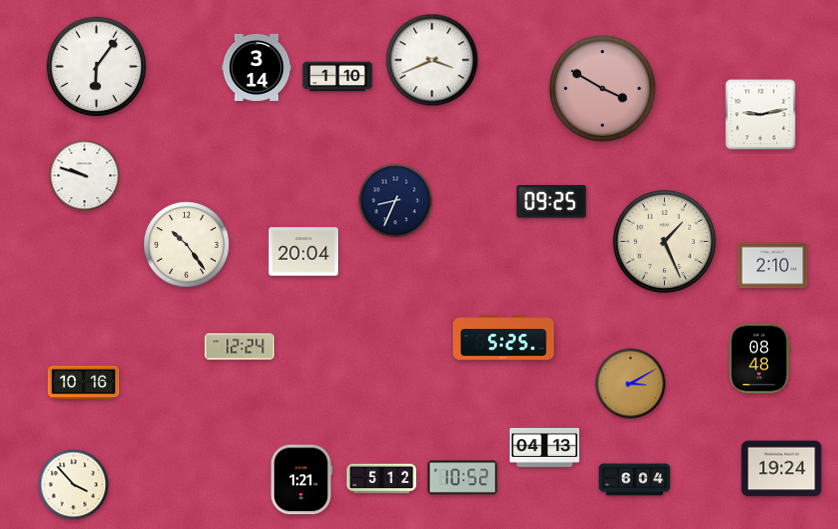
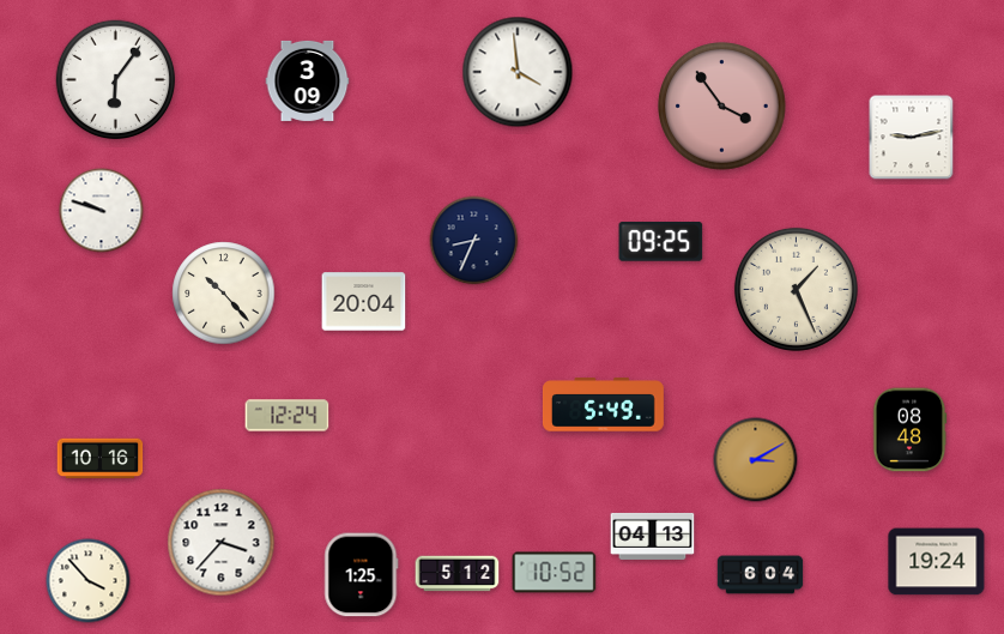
clock at (432, 60): 3:41 -> 3:59
clock at (257, 67): 3:14 -> 3:09
clock at (338, 77): 1:10 -> none
clock at (603, 89): 3:50 -> 3:54
clock at (187, 245): 10:24 -> 10:23
clock at (773, 266): 2:10 -> none
clock at (503, 338): 5:25 -> 5:49
clock at (222, 543): none -> 3:37
clock at (302, 480): 1:21 -> 1:25
